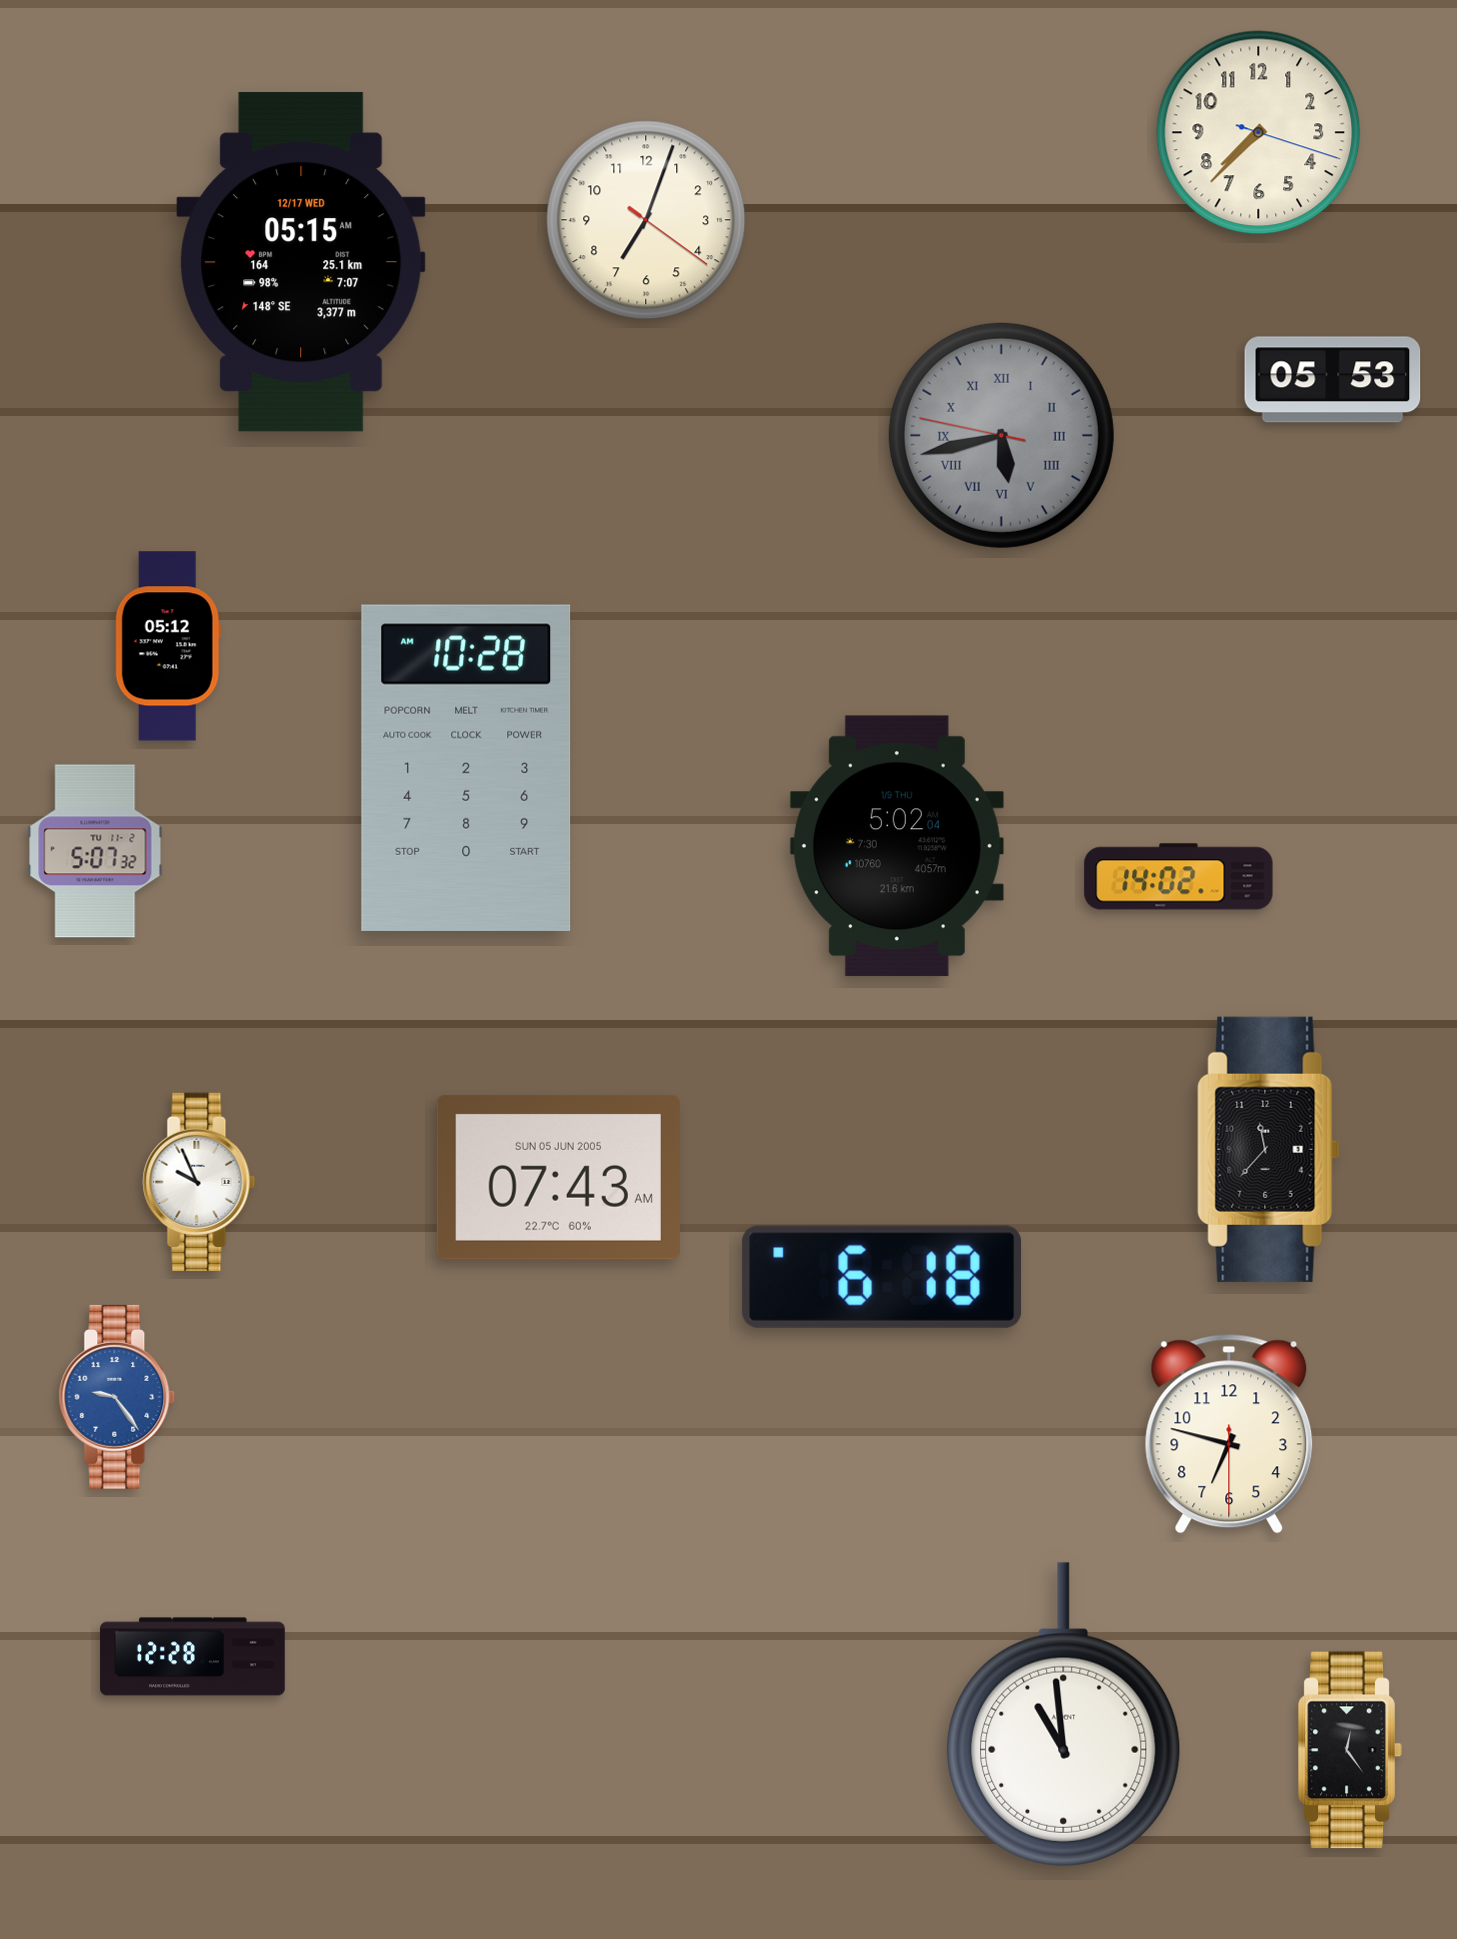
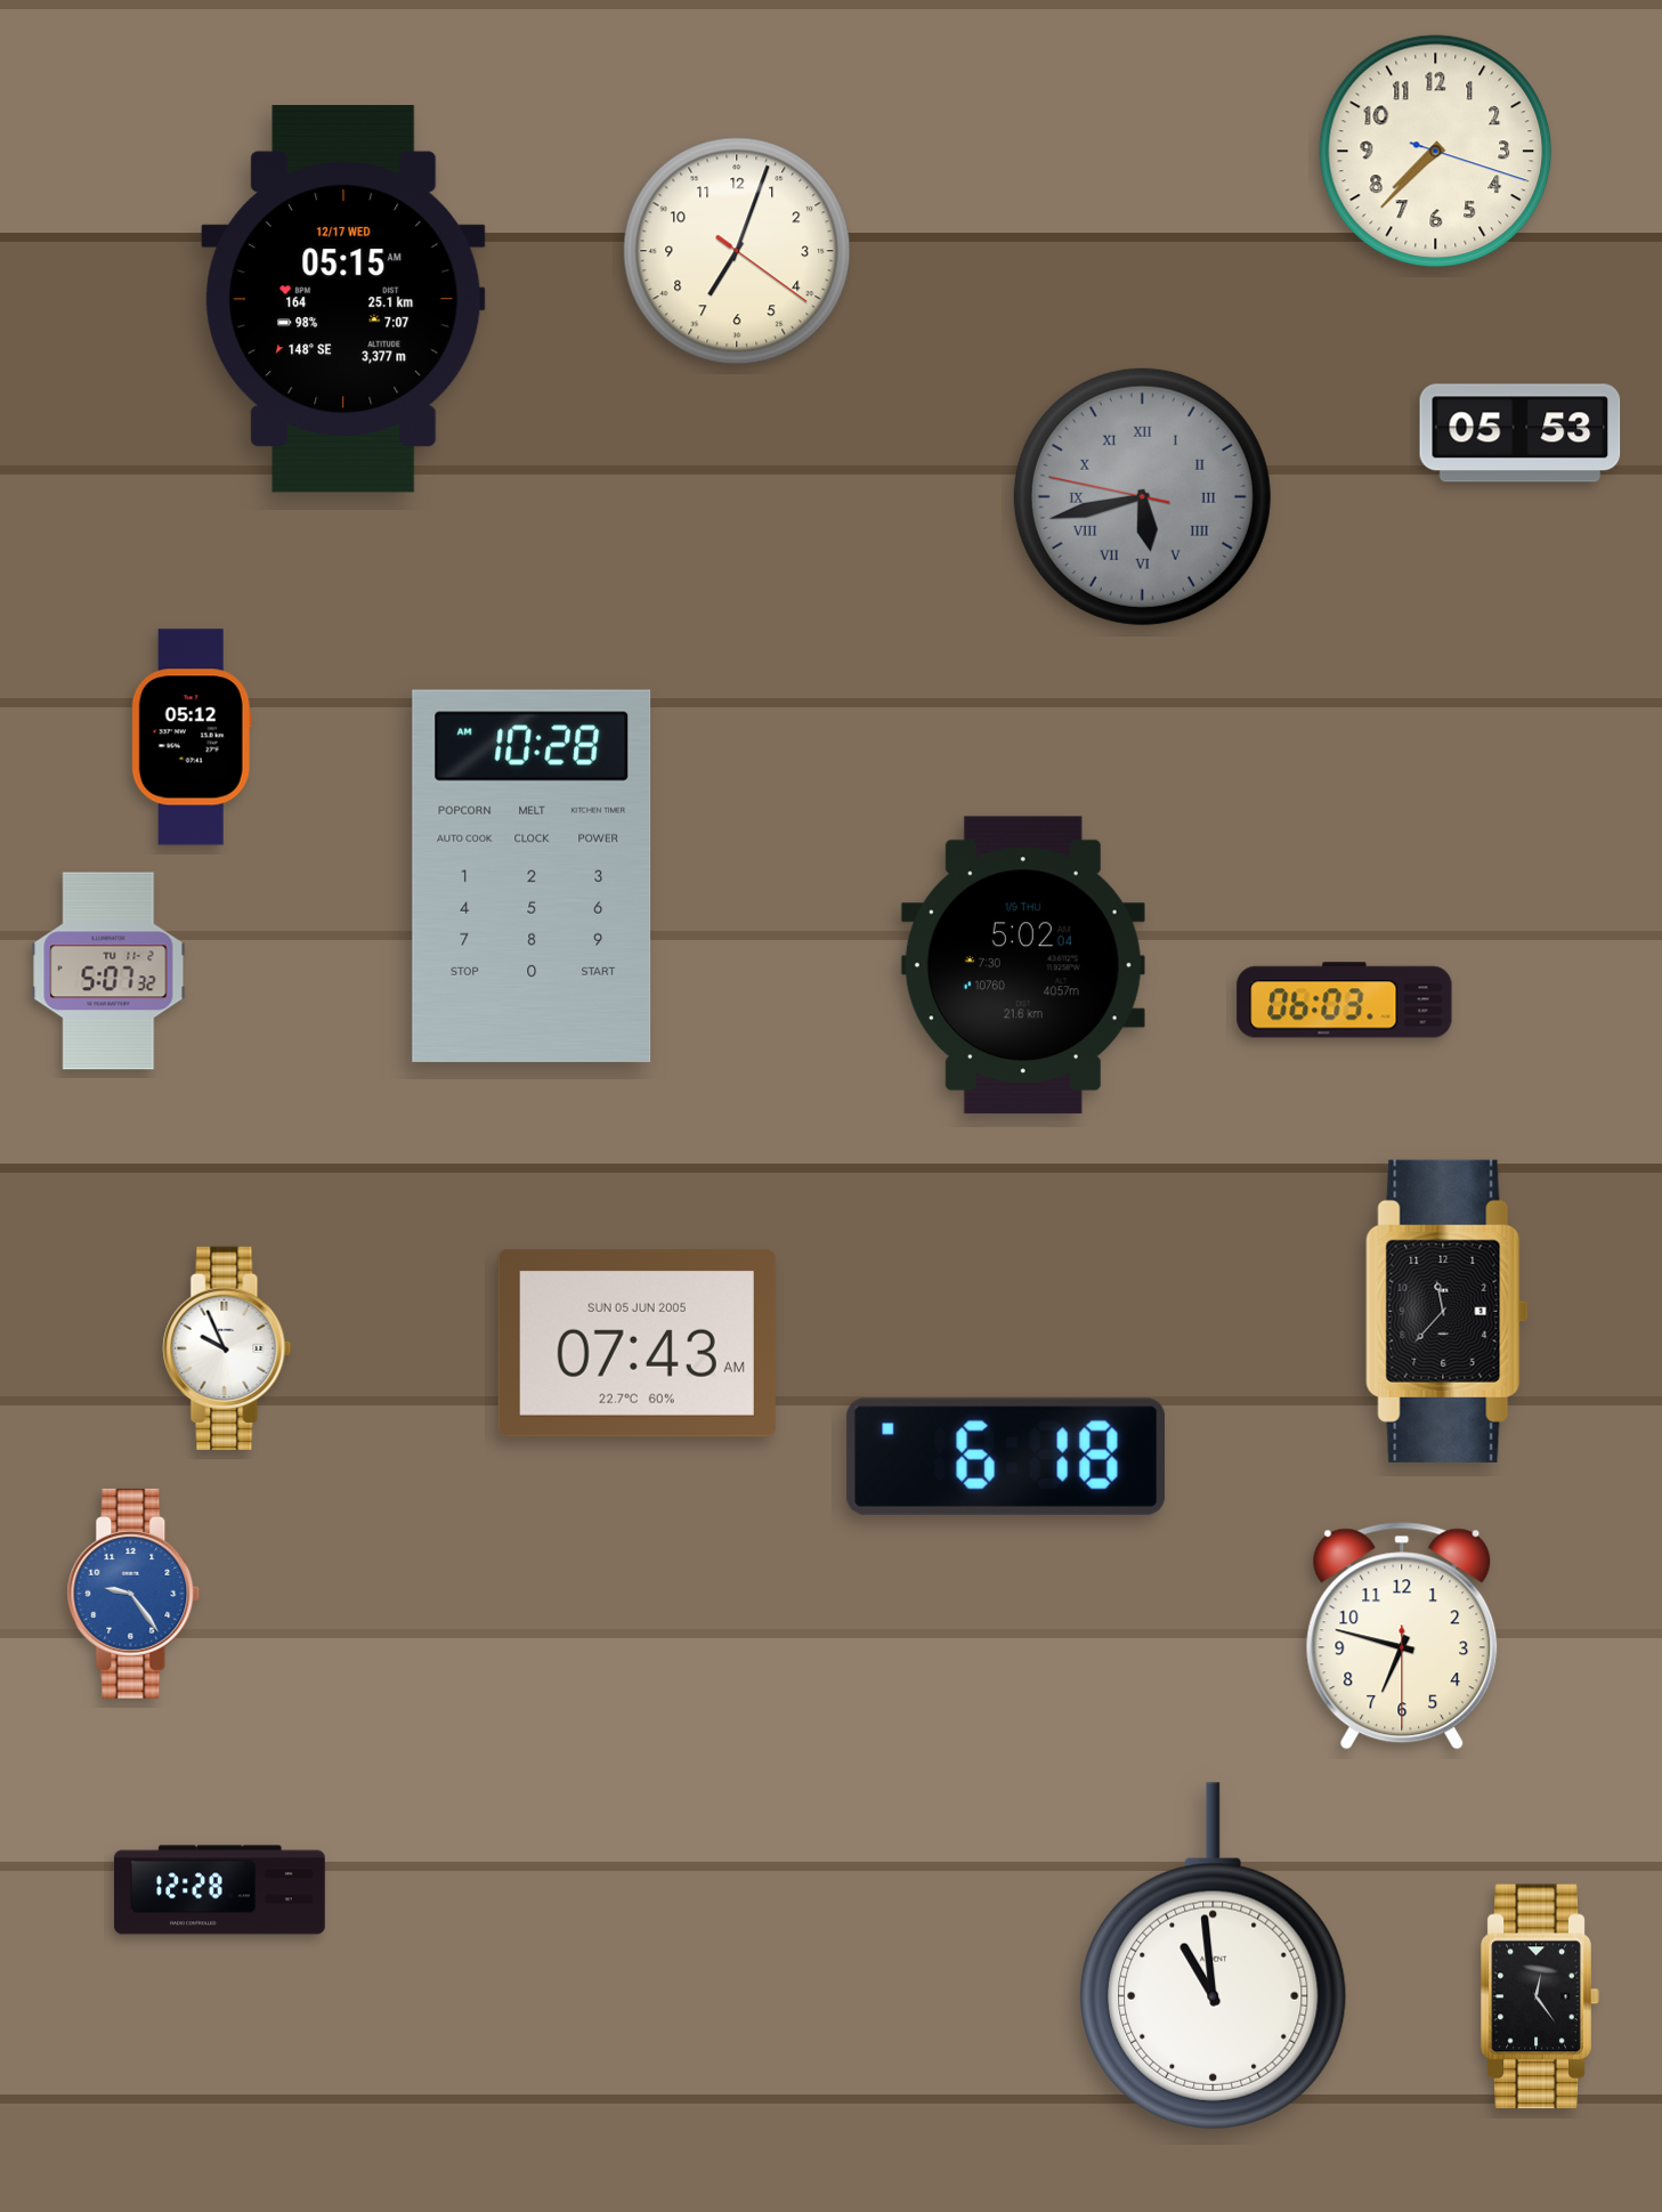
clock at (1179, 877): 14:02 -> 06:03
